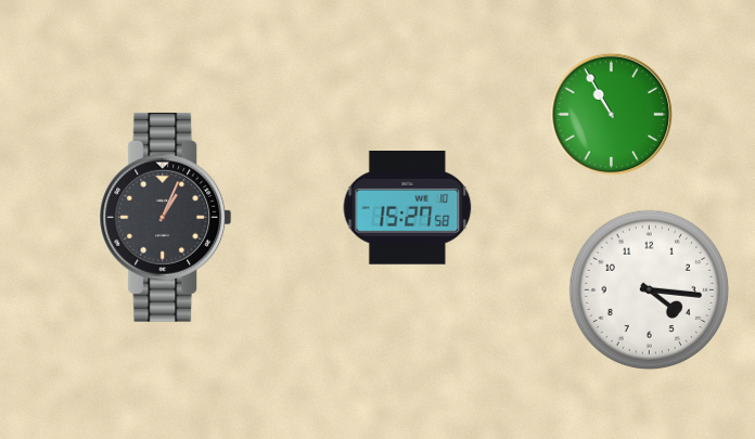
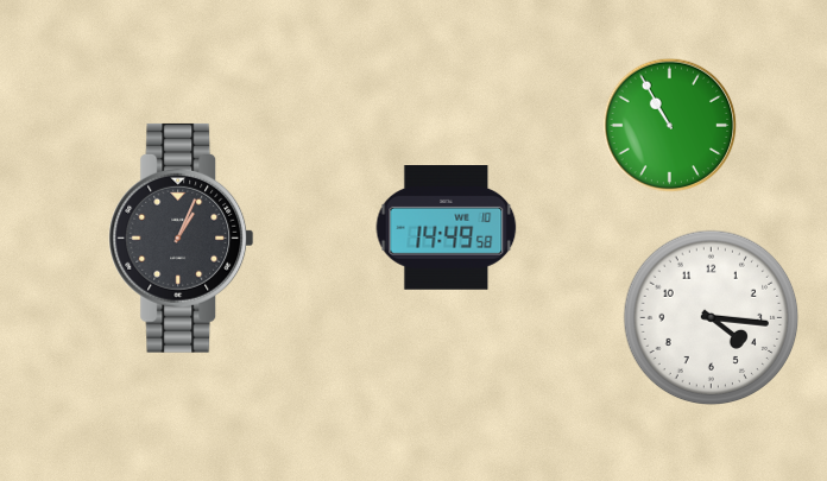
clock at (408, 208): 15:27 -> 14:49
